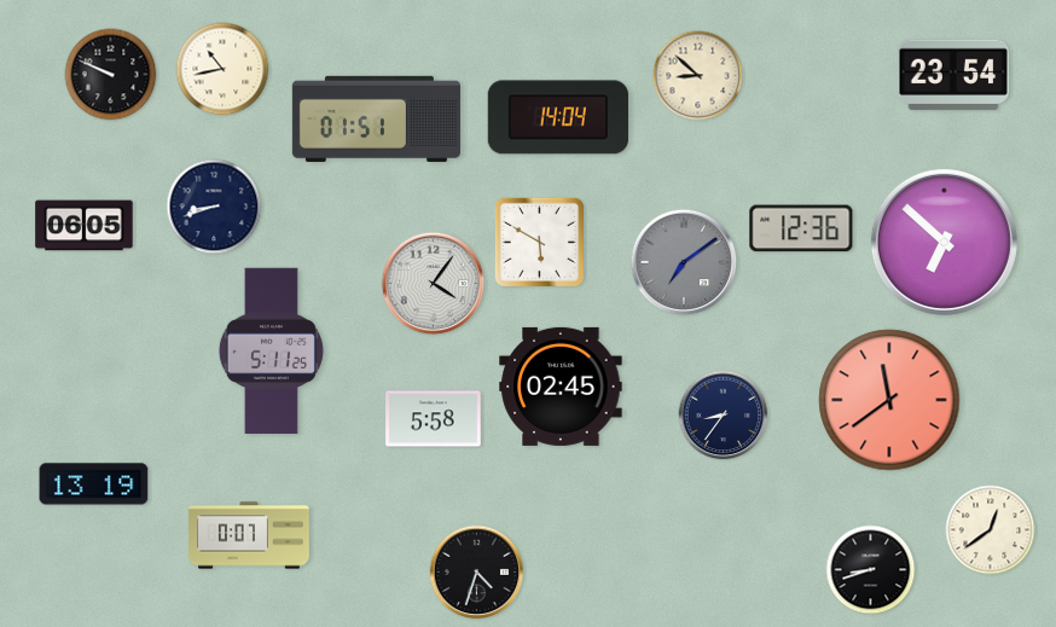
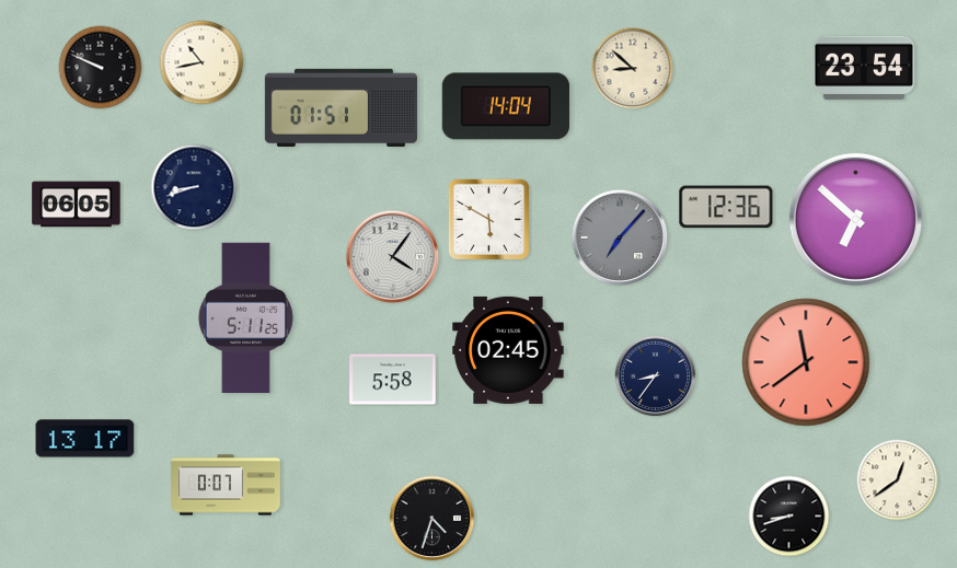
clock at (684, 262): 7:09 -> 7:07
clock at (94, 484): 13:19 -> 13:17
